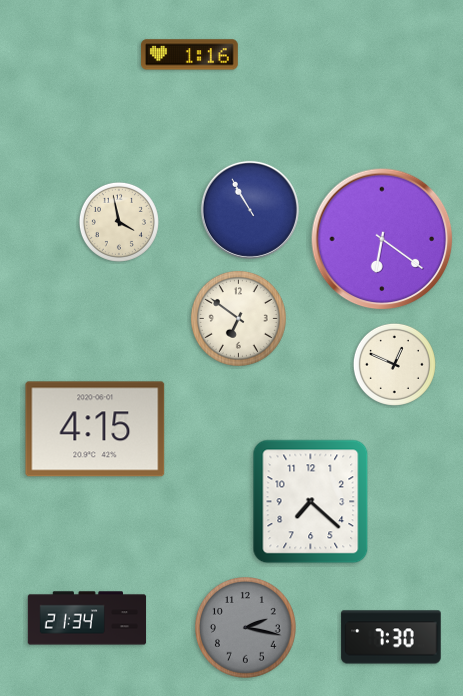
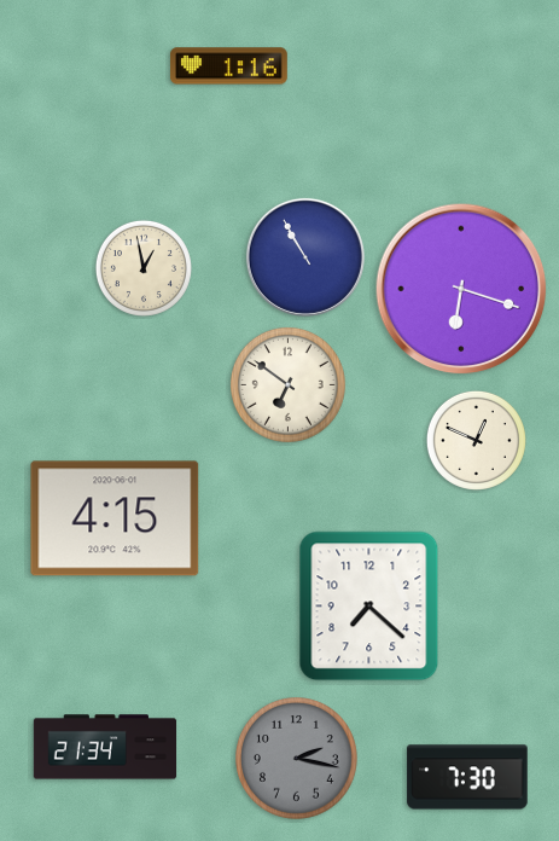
clock at (250, 210) position: (250, 210) -> (305, 257)
clock at (119, 222): 3:58 -> 12:58
clock at (382, 239): 6:21 -> 6:18
clock at (311, 502) position: (311, 502) -> (369, 607)
clock at (391, 637) position: (391, 637) -> (467, 777)
